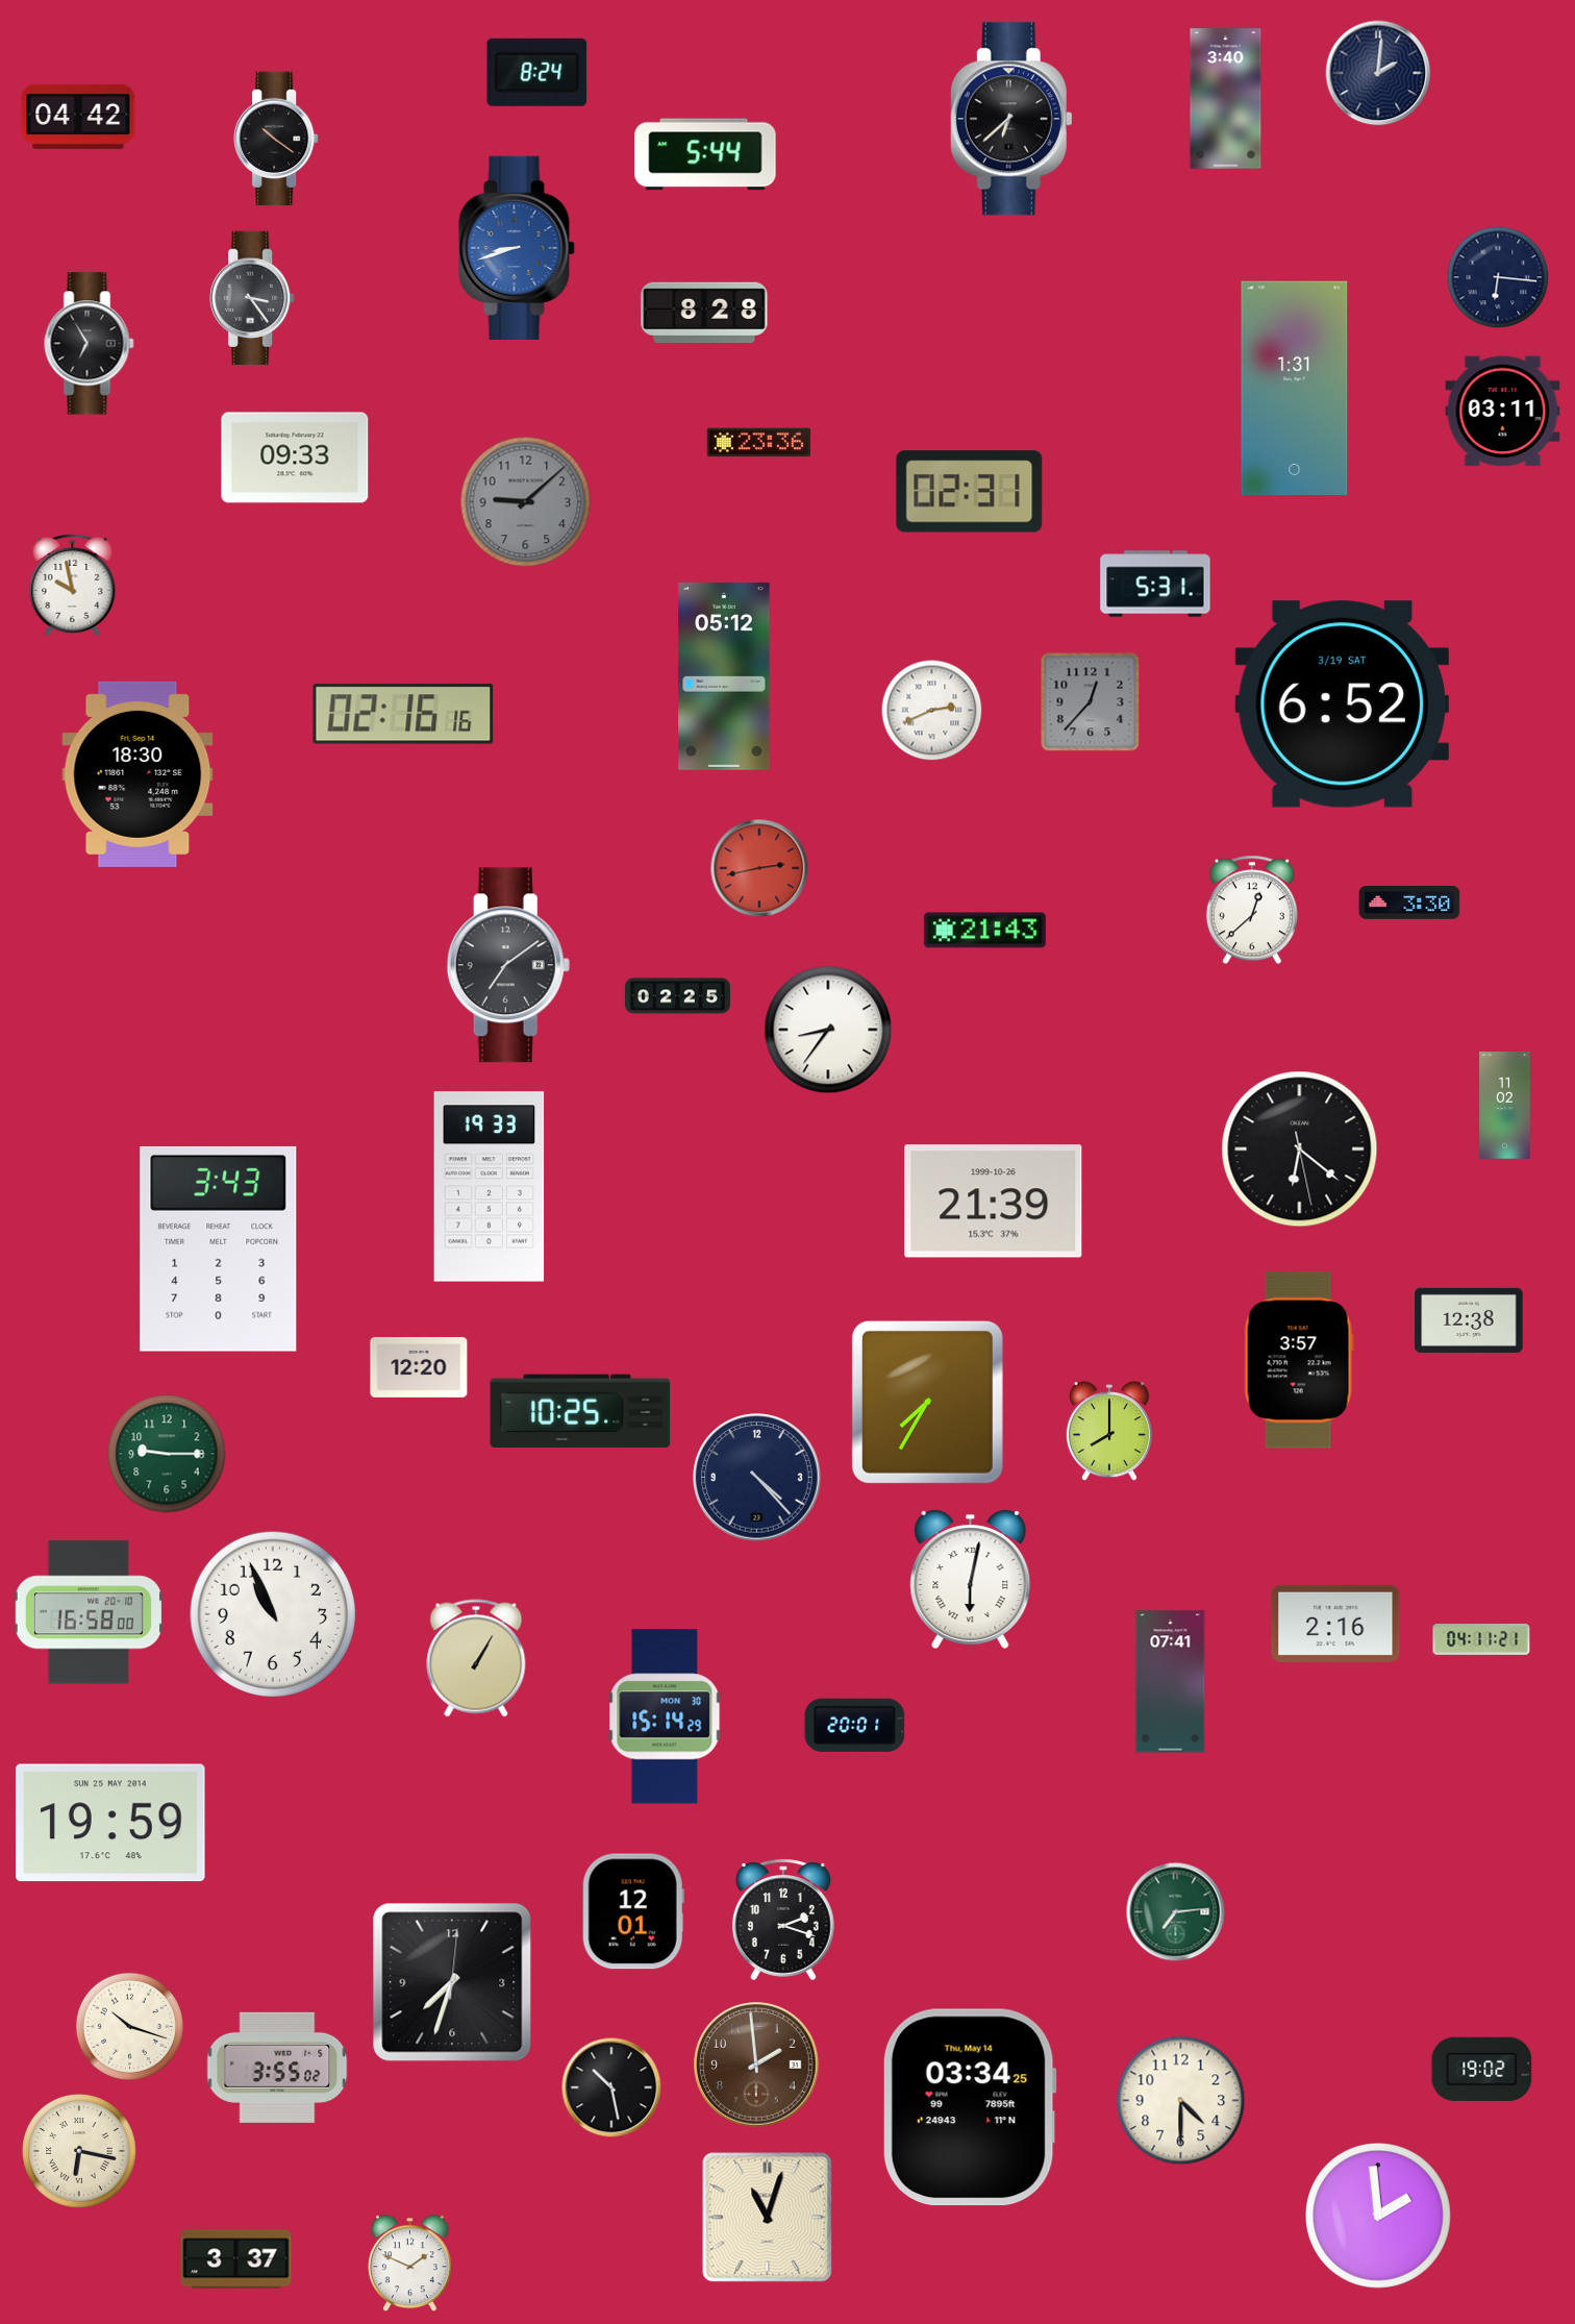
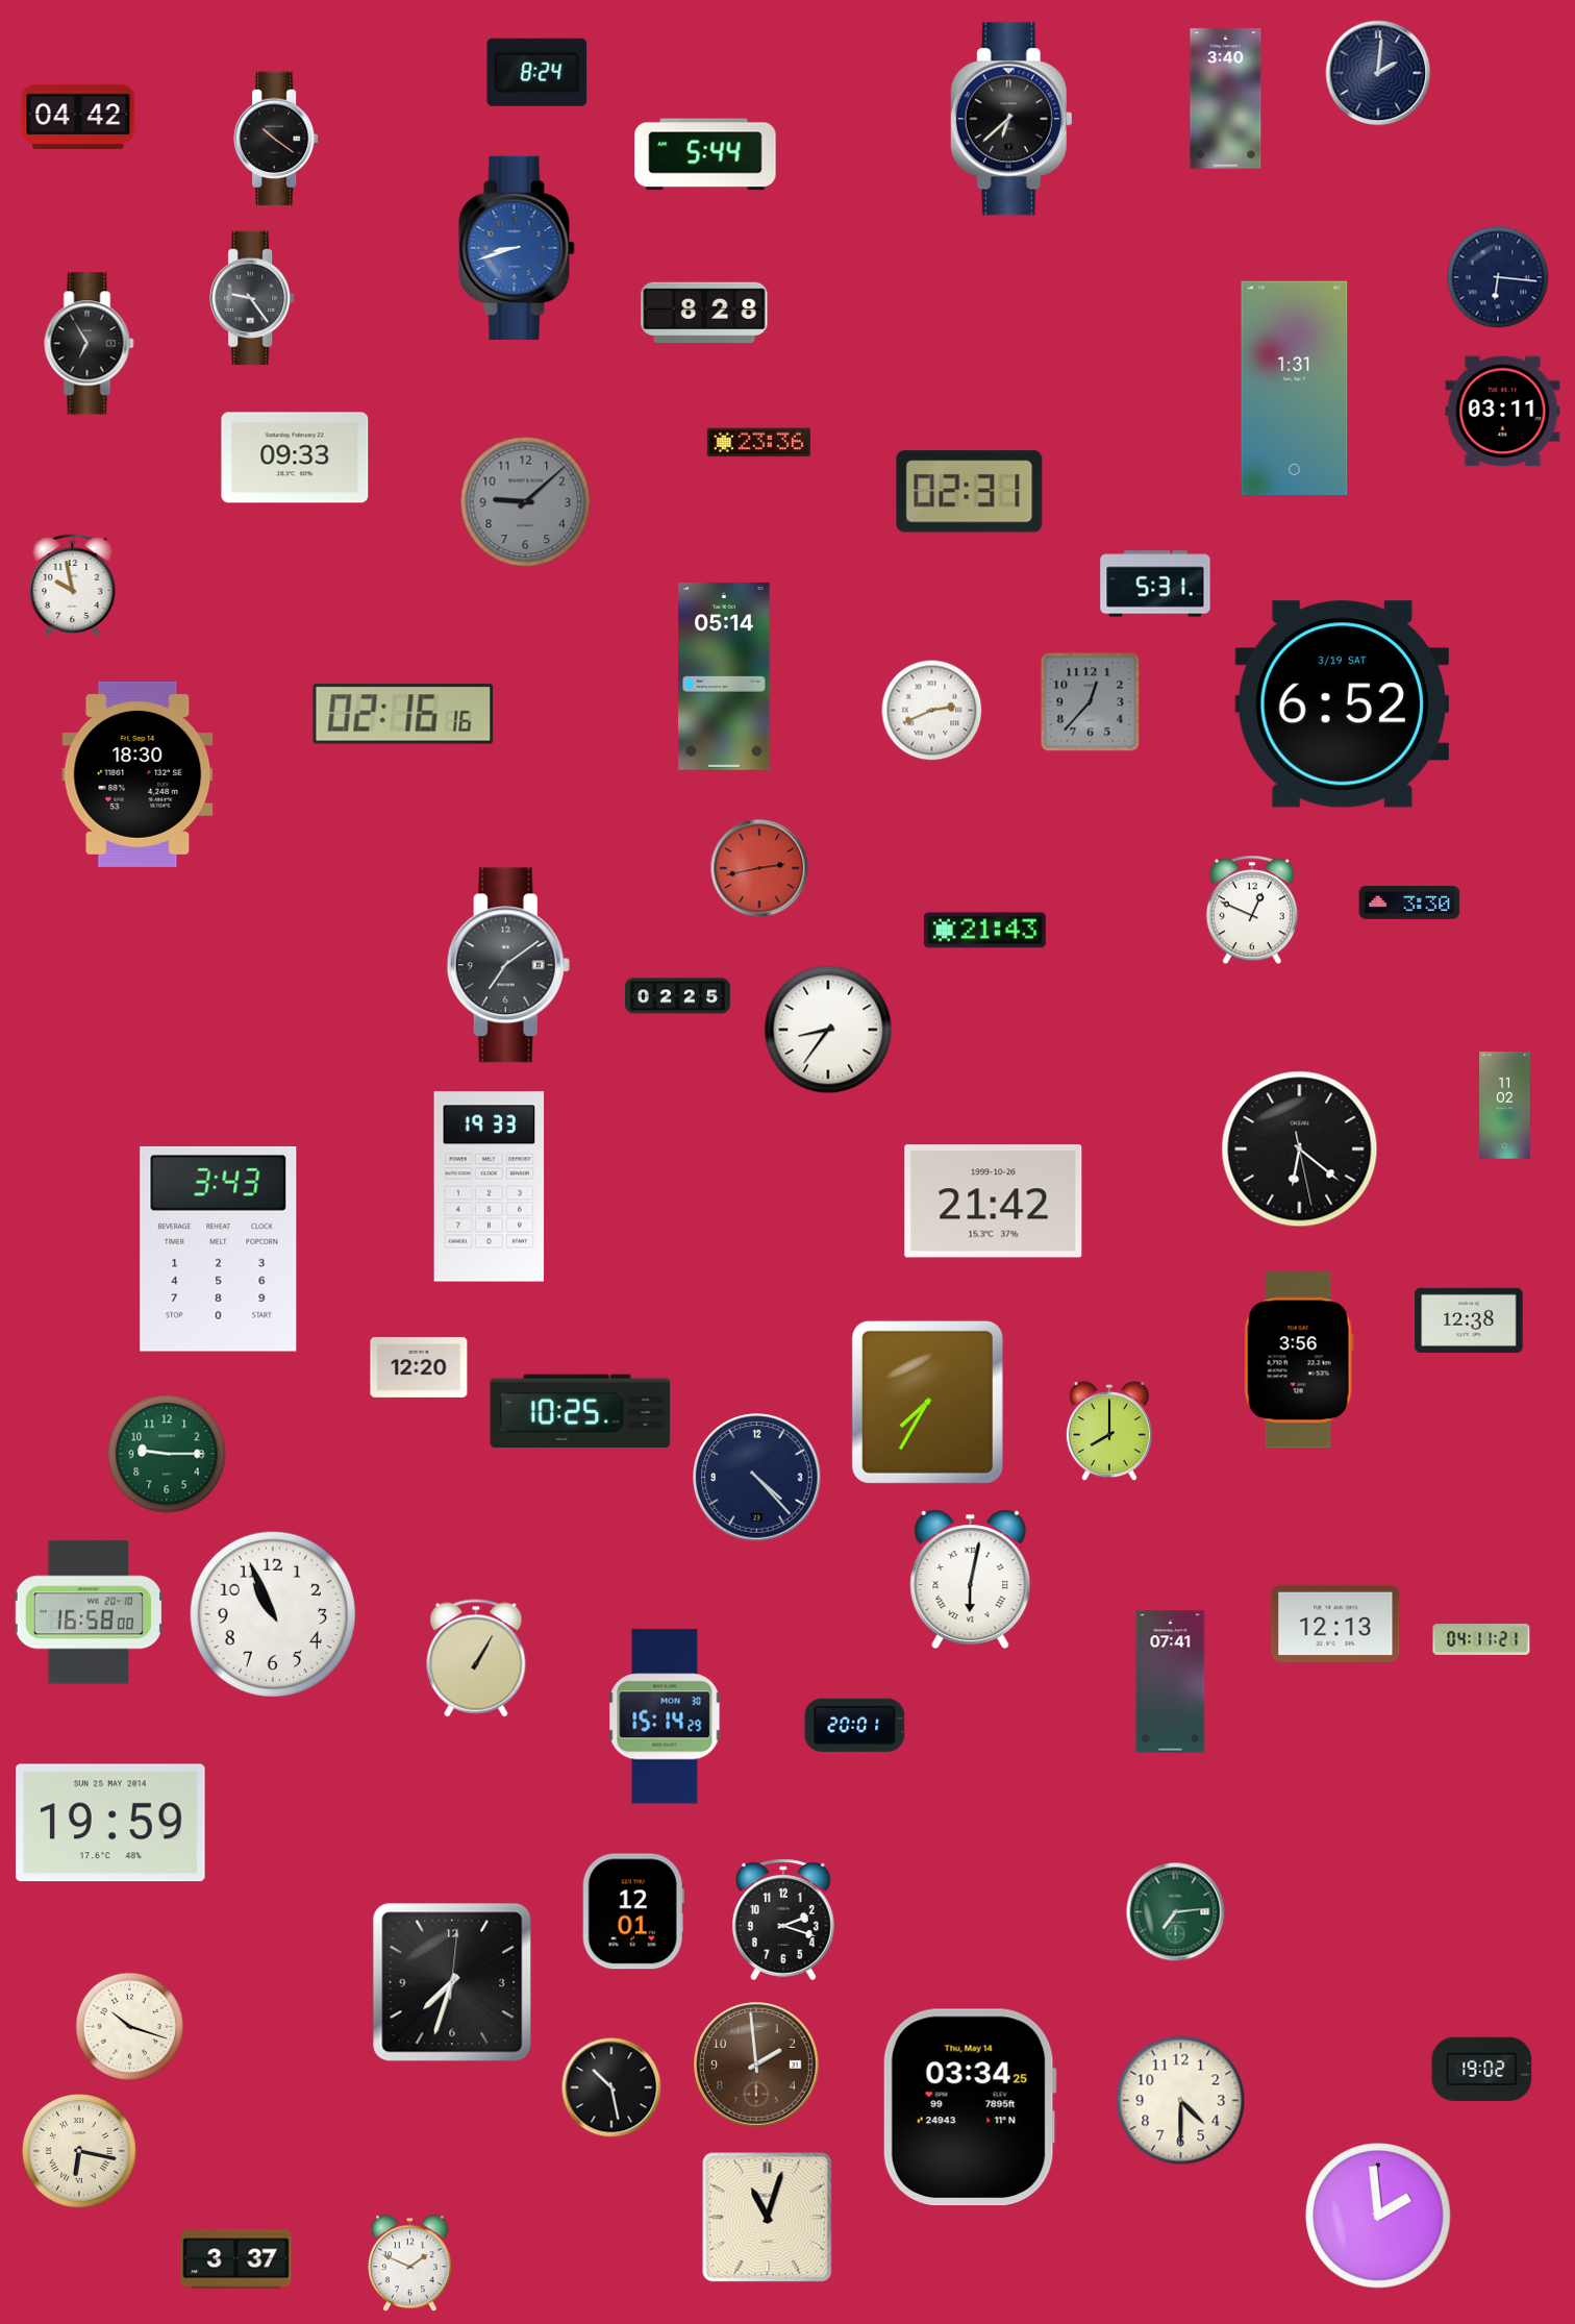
clock at (253, 298): 3:24 -> 9:24
clock at (724, 676): 05:12 -> 05:14
clock at (1252, 910): 12:38 -> 12:49
clock at (994, 1202): 21:39 -> 21:42
clock at (1299, 1360): 3:57 -> 3:56
clock at (1335, 1624): 2:16 -> 12:13
clock at (277, 2068): 3:55 -> none
